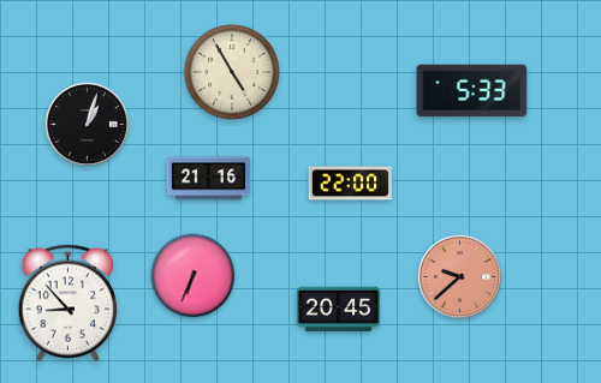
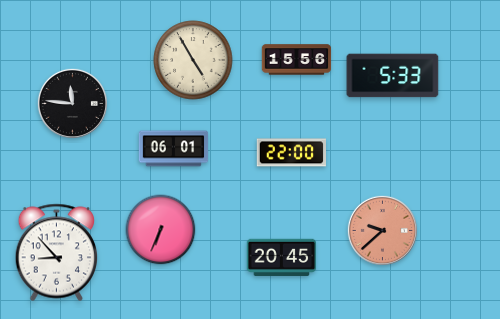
clock at (297, 60): none -> 15:56
clock at (87, 124): 1:03 -> 11:46
clock at (209, 179): 21:16 -> 06:01
